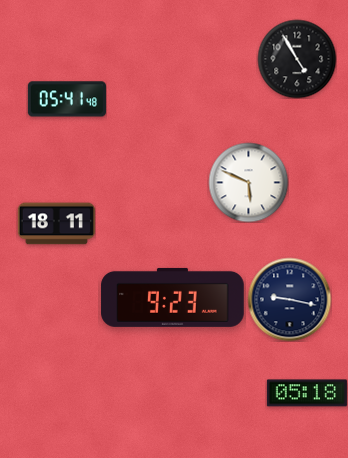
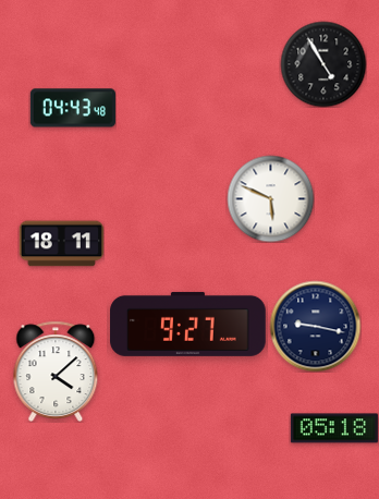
clock at (67, 99): 05:41 -> 04:43
clock at (173, 297): 9:23 -> 9:27
clock at (56, 372): none -> 4:08
